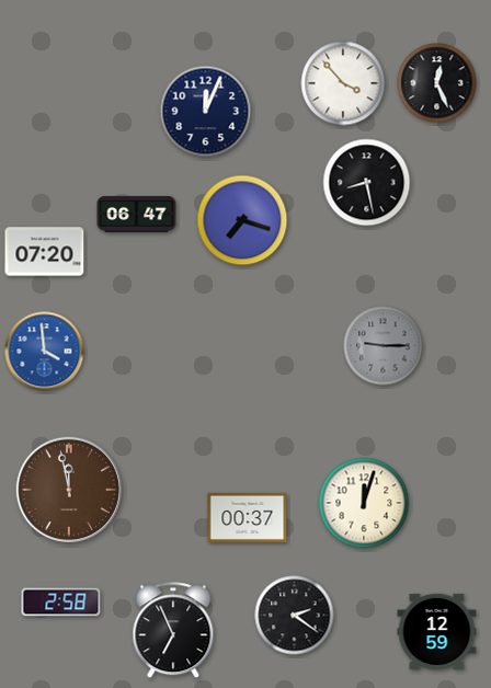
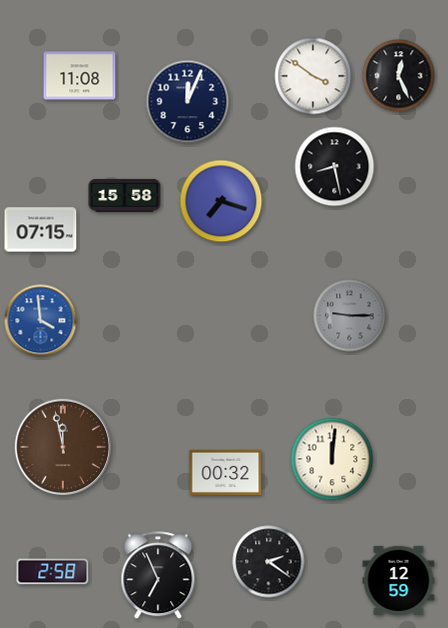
clock at (80, 76): none -> 11:08
clock at (343, 83): 3:53 -> 3:51
clock at (137, 214): 06:47 -> 15:58
clock at (45, 252): 07:20 -> 07:15
clock at (364, 503): 12:03 -> 12:01
clock at (248, 517): 00:37 -> 00:32
clock at (61, 603) position: (61, 603) -> (53, 572)
clock at (437, 631) position: (437, 631) -> (399, 580)
